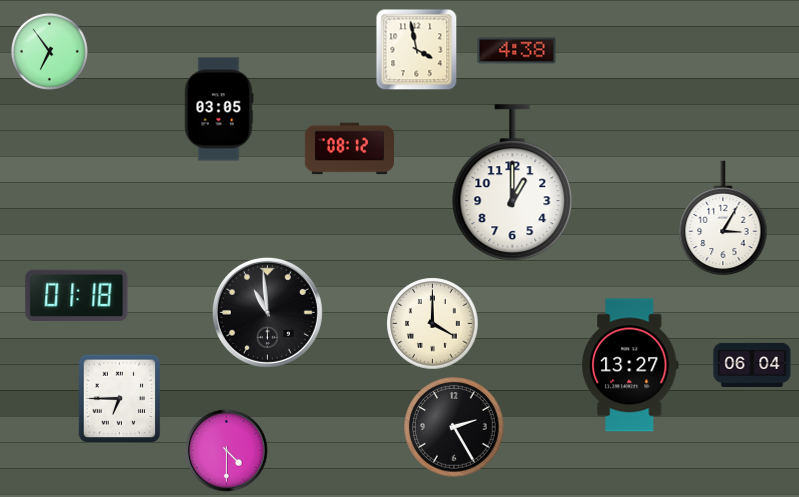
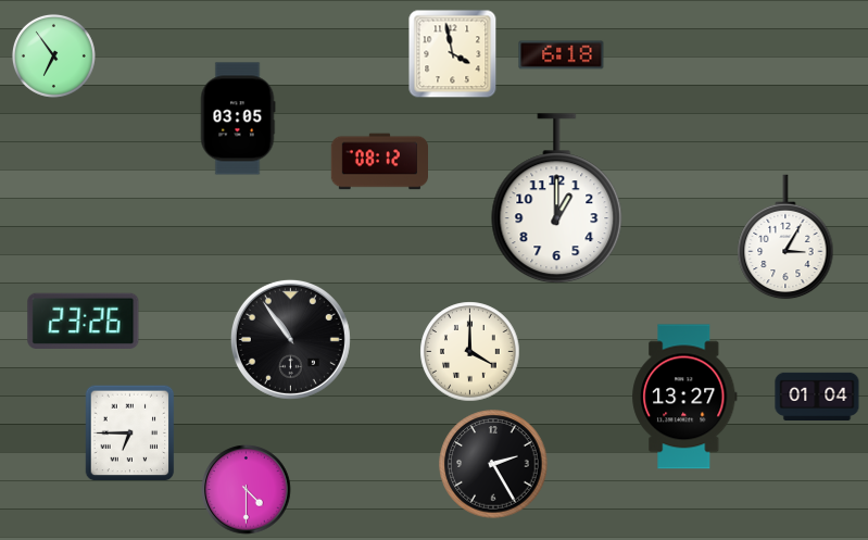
clock at (517, 51): 4:38 -> 6:18
clock at (77, 295): 01:18 -> 23:26
clock at (267, 312): 10:59 -> 10:54
clock at (752, 364): 06:04 -> 01:04
